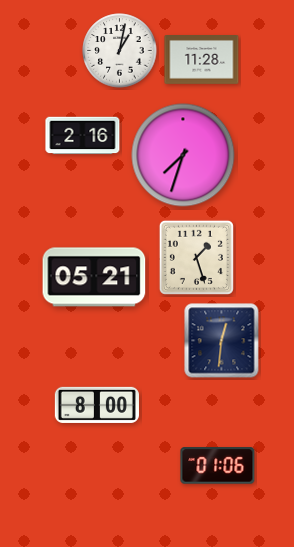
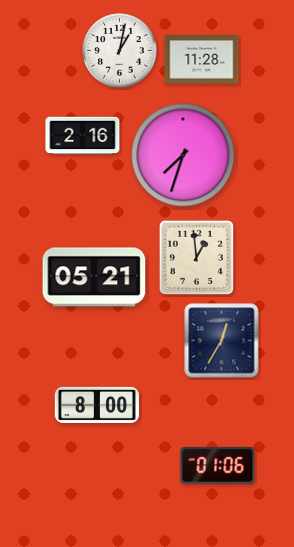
clock at (196, 257): 1:27 -> 12:59
clock at (222, 341): 12:31 -> 12:35
